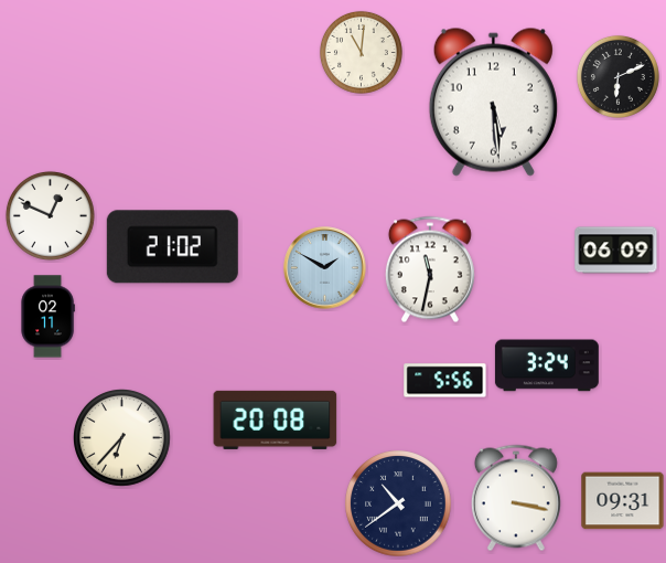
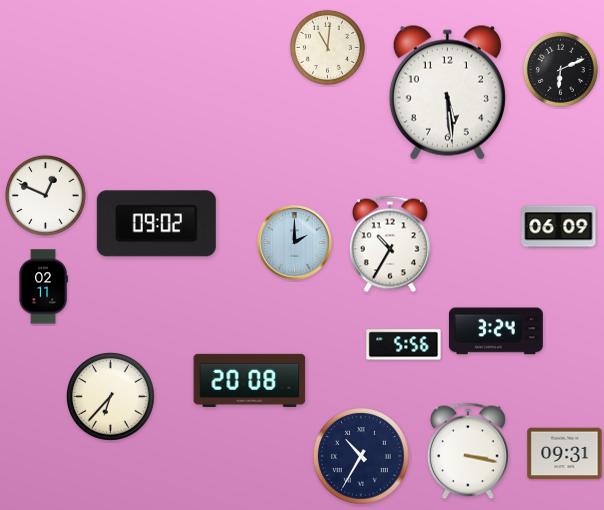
clock at (172, 247): 21:02 -> 09:02
clock at (325, 268): 1:50 -> 2:00
clock at (430, 269): 11:32 -> 10:35
clock at (398, 503): 10:39 -> 10:35
